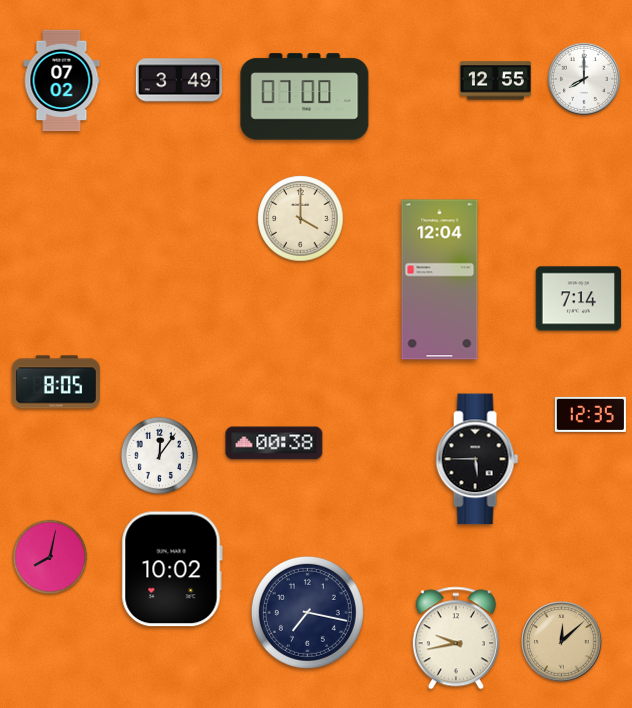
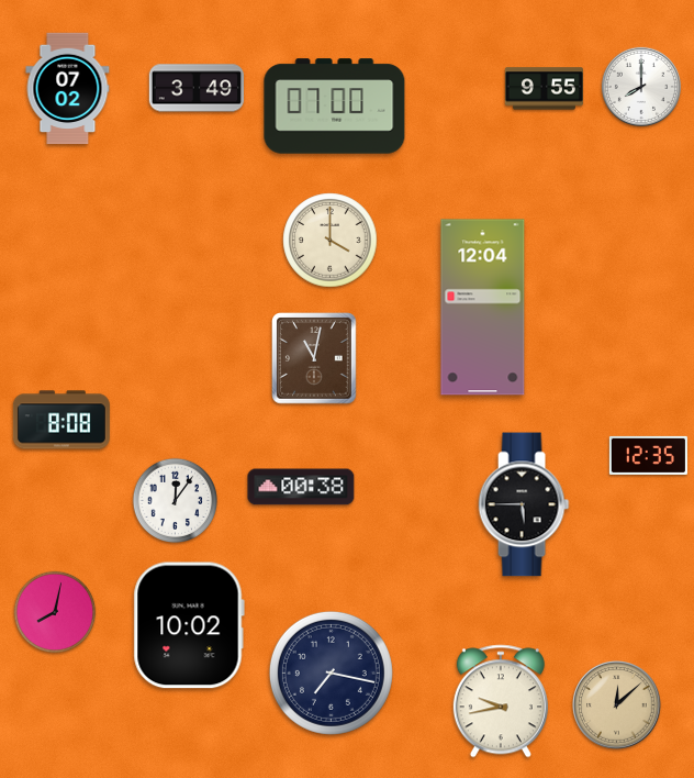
clock at (495, 81): 12:55 -> 9:55
clock at (579, 299): 7:14 -> none
clock at (315, 358): none -> 11:02
clock at (56, 382): 8:05 -> 8:08
clock at (307, 612) position: (307, 612) -> (331, 673)
